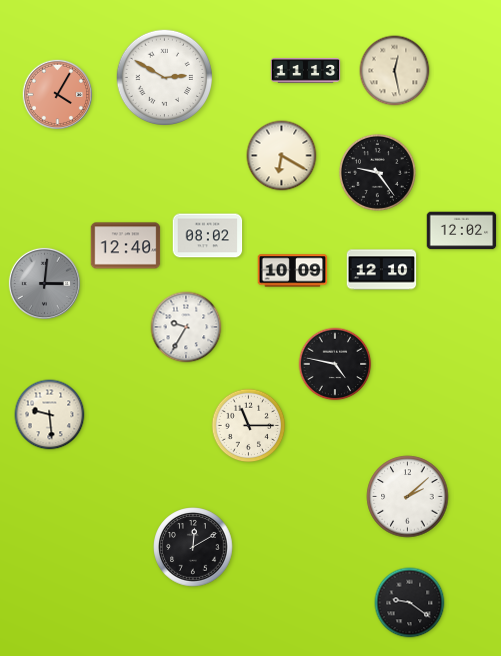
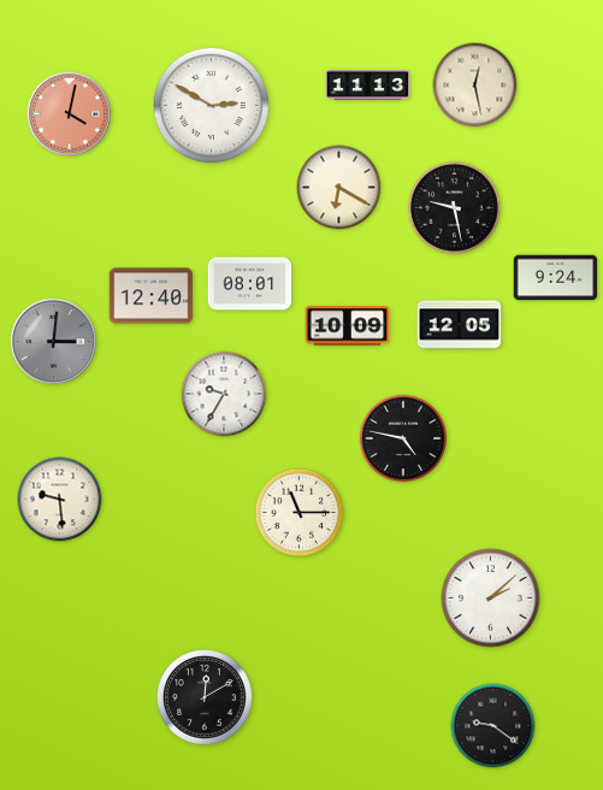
clock at (164, 77) position: (164, 77) -> (211, 105)
clock at (57, 94): 4:05 -> 4:02
clock at (377, 172): 9:24 -> 9:28
clock at (462, 231): 12:02 -> 9:24
clock at (208, 236): 08:02 -> 08:01
clock at (382, 270): 12:10 -> 12:05
clock at (293, 271) position: (293, 271) -> (348, 326)
clock at (193, 547) position: (193, 547) -> (205, 697)
